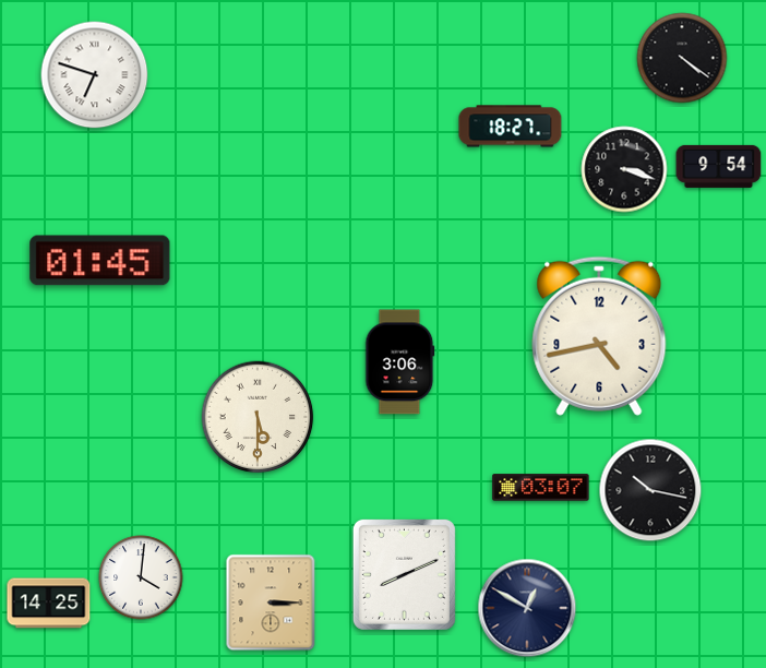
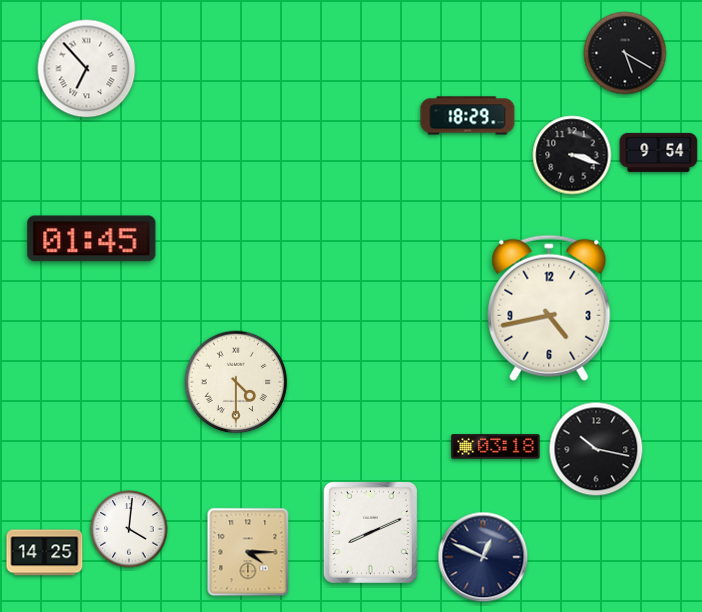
clock at (682, 58): 4:21 -> 5:20
clock at (95, 75): 6:48 -> 6:53
clock at (511, 127): 18:27 -> 18:29
clock at (400, 362): 3:06 -> none
clock at (258, 417): 5:30 -> 4:30
clock at (541, 488): 03:07 -> 03:18
clock at (404, 574) position: (404, 574) -> (370, 532)
clock at (271, 603): 3:15 -> 4:15
clock at (527, 608): 12:50 -> 12:49
